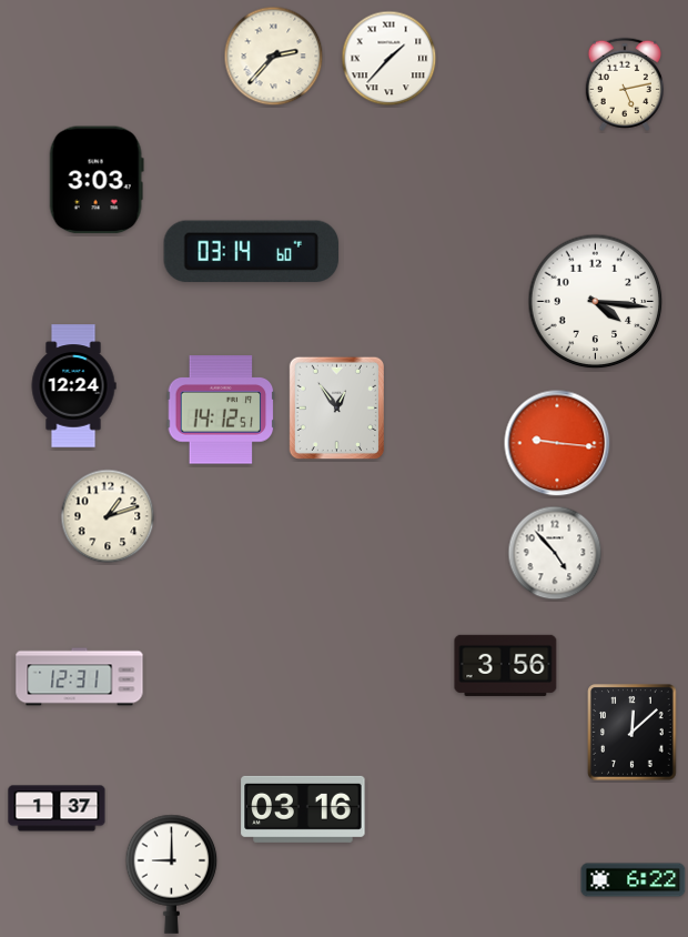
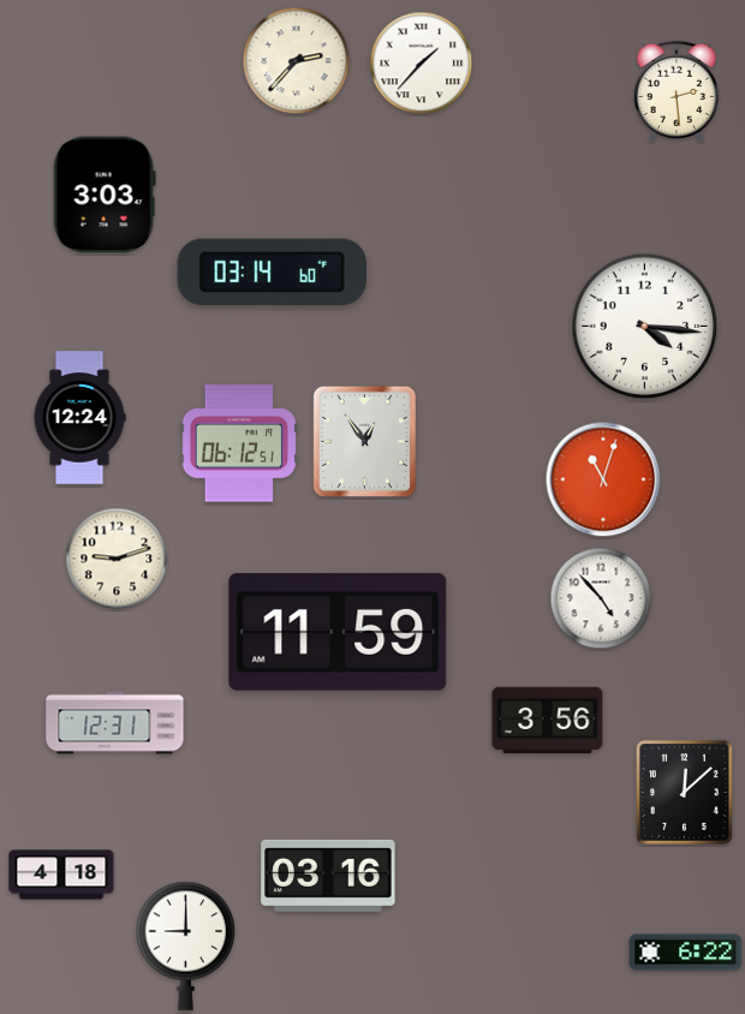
clock at (625, 84): 5:13 -> 2:29
clock at (221, 410): 14:12 -> 06:12
clock at (557, 443): 9:16 -> 11:03
clock at (108, 516): 1:12 -> 9:12
clock at (338, 632): none -> 11:59
clock at (80, 677) position: (80, 677) -> (115, 723)
clock at (57, 808): 1:37 -> 4:18
